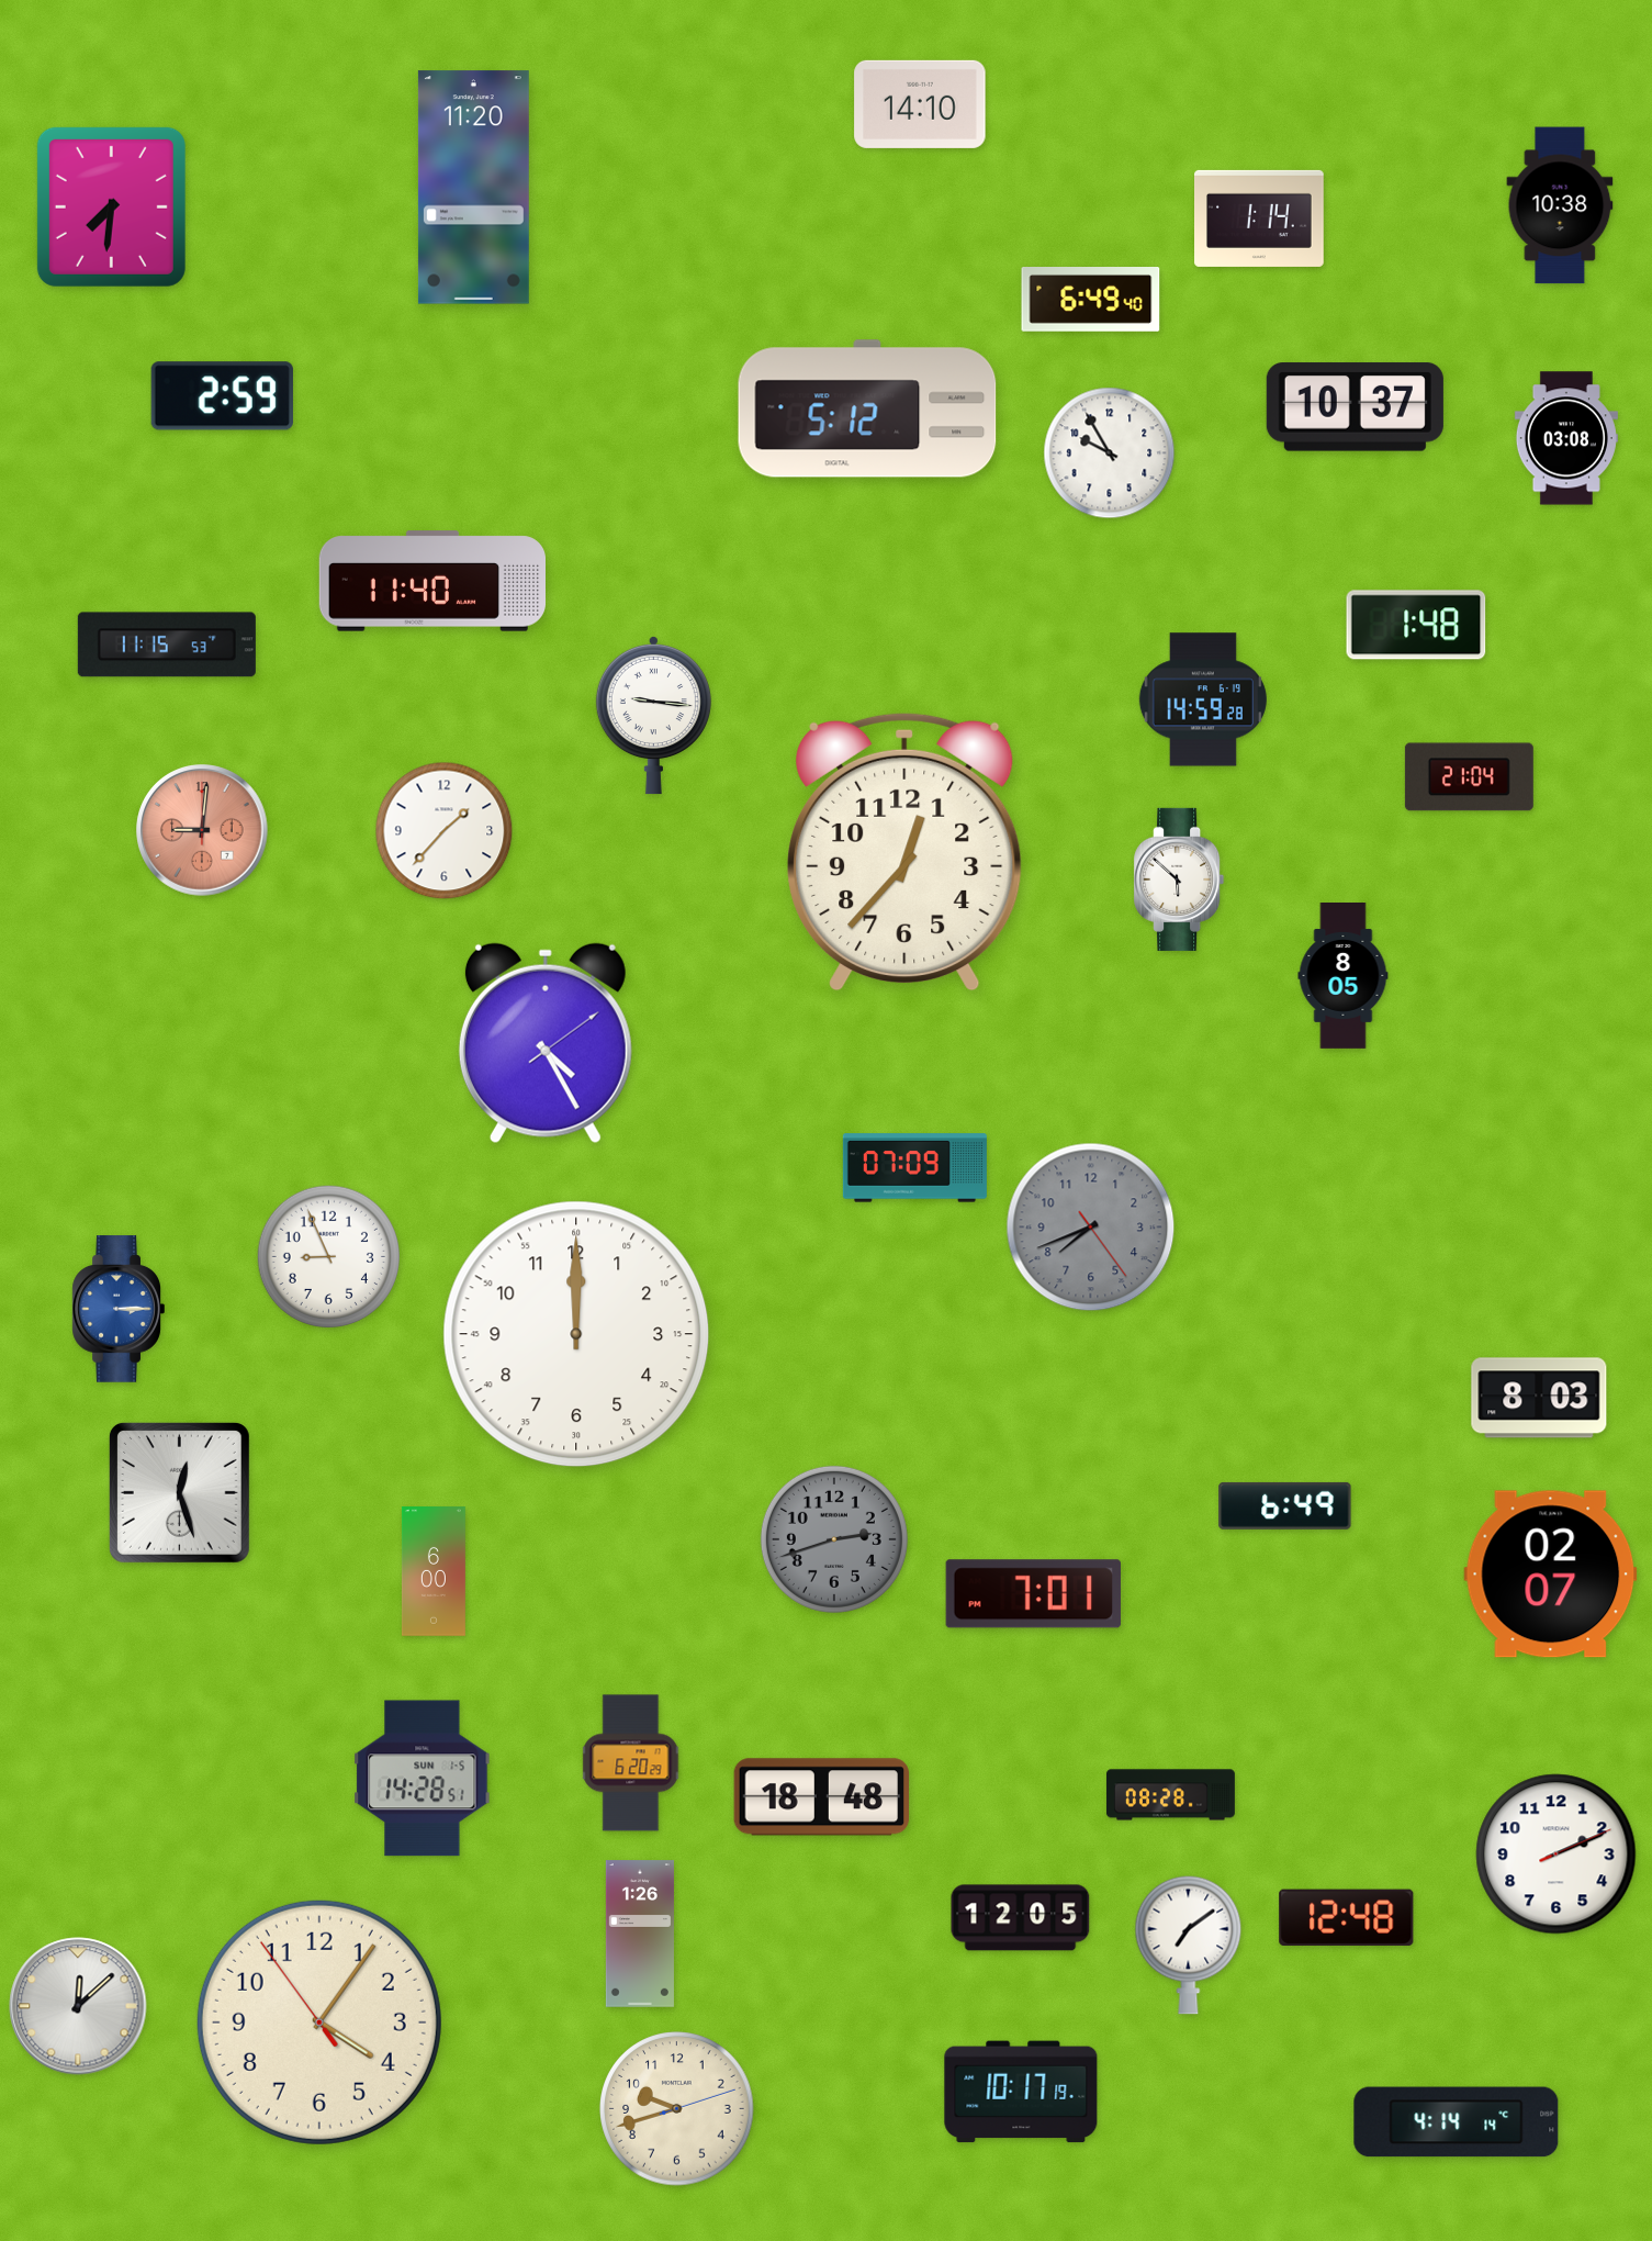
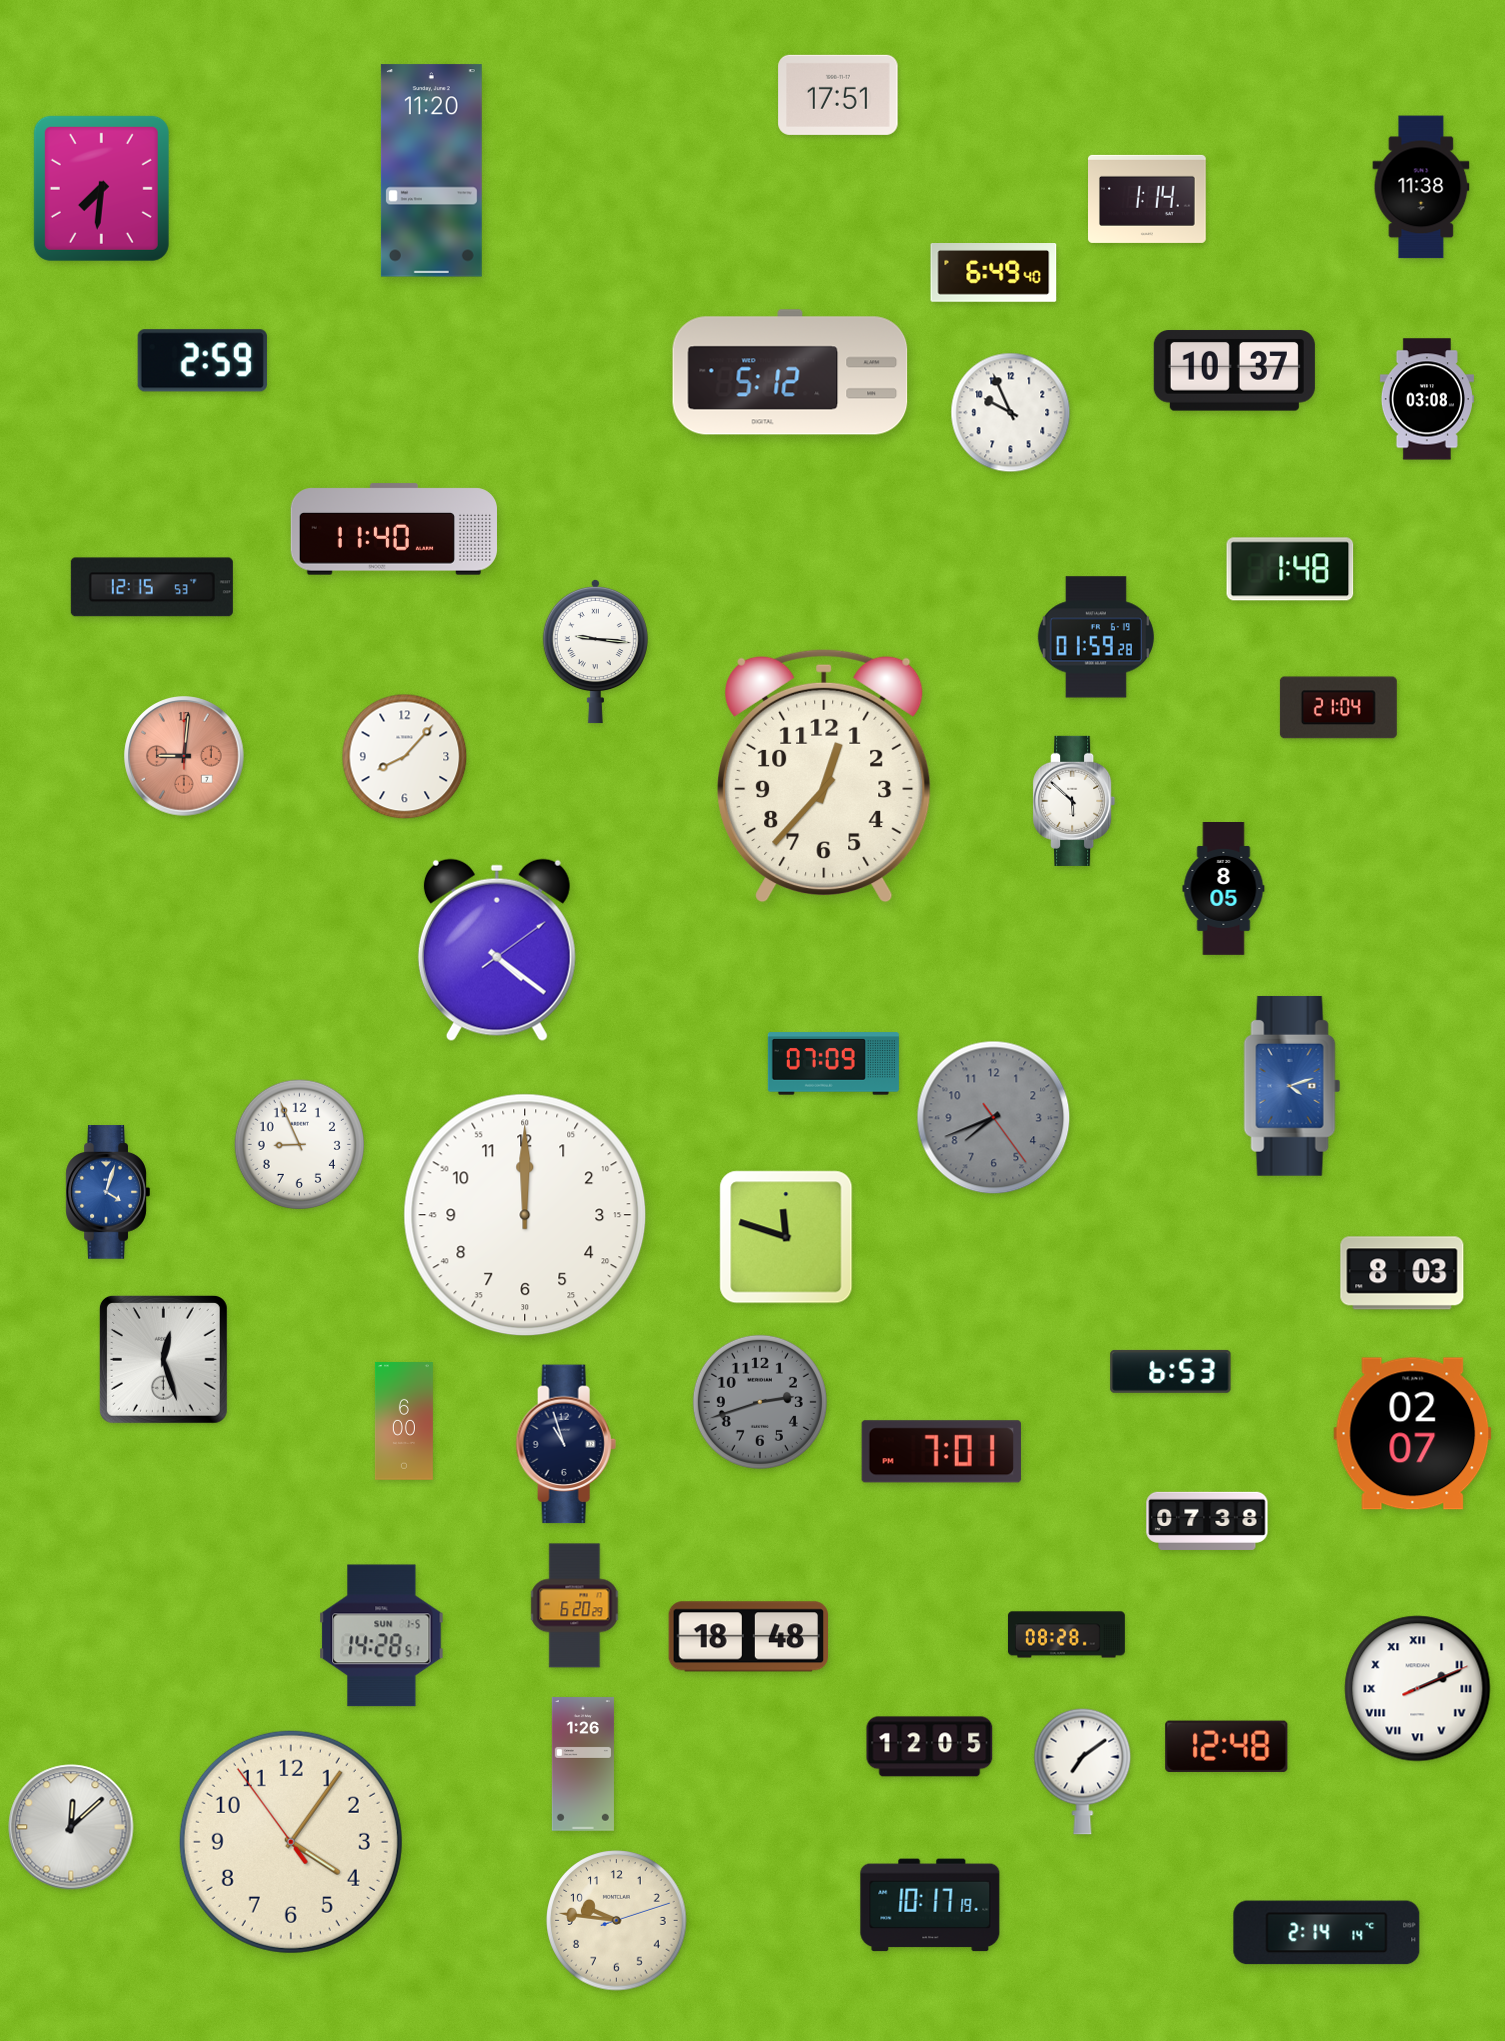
clock at (920, 104): 14:10 -> 17:51
clock at (1560, 205): 10:38 -> 11:38
clock at (1110, 453): 9:55 -> 9:56
clock at (167, 645): 11:15 -> 12:15
clock at (1203, 699): 14:59 -> 01:59
clock at (445, 831): 1:37 -> 8:07
clock at (546, 1043): 4:25 -> 4:21
clock at (1292, 1086): none -> 4:12
clock at (119, 1309): 3:15 -> 4:03
clock at (786, 1237): none -> 11:48
clock at (1285, 1505): 6:49 -> 6:53
clock at (434, 1571) position: (434, 1571) -> (404, 1421)
clock at (566, 1444): none -> 10:57
clock at (1207, 1521): none -> 07:38
clock at (423, 1779) position: (423, 1779) -> (382, 1636)
clock at (1557, 1855) numerals: Arabic -> Roman
clock at (640, 1934) position: (640, 1934) -> (583, 1764)
clock at (677, 2109): 9:42 -> 9:46
clock at (1457, 2122): 4:14 -> 2:14
